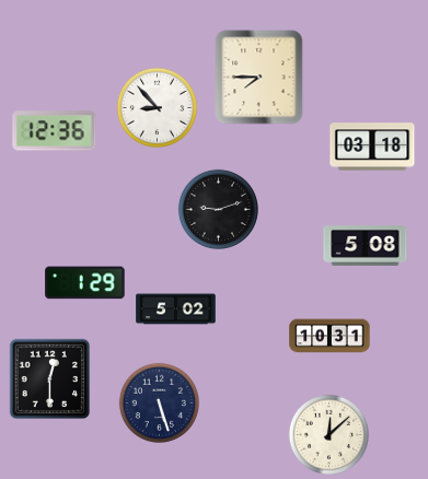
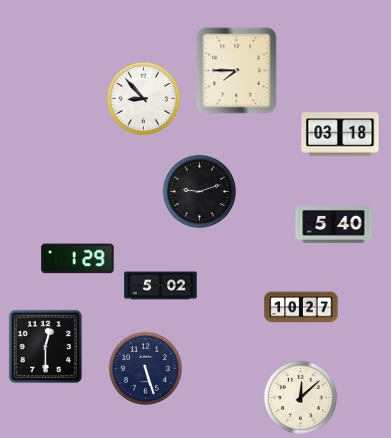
clock at (55, 131): 12:36 -> none
clock at (366, 246): 5:08 -> 5:40
clock at (176, 309) position: (176, 309) -> (161, 286)
clock at (329, 336): 10:31 -> 10:27
